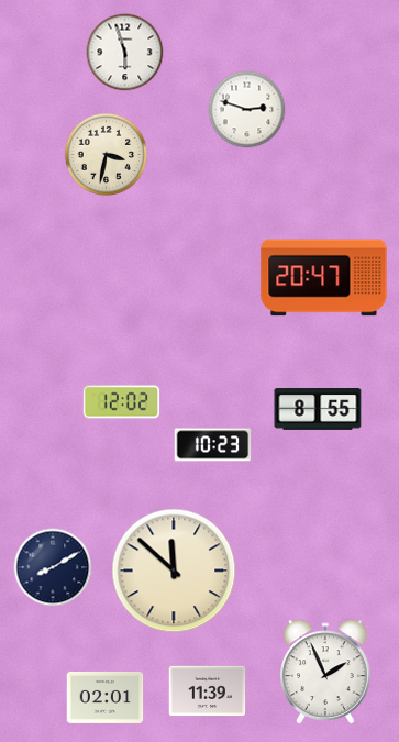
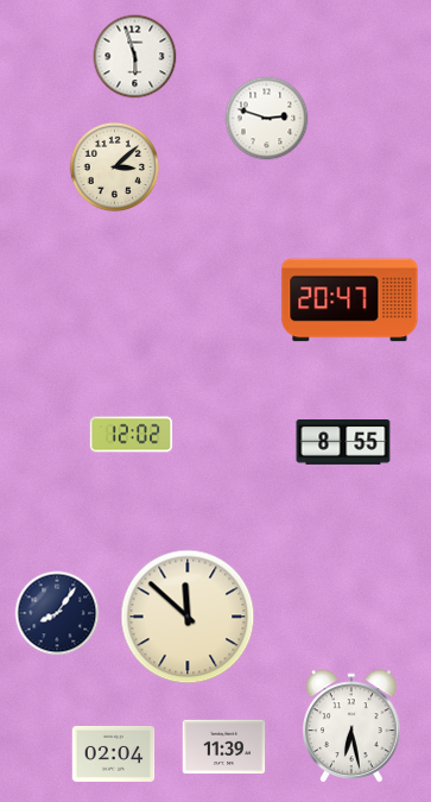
clock at (106, 154): 3:32 -> 3:08
clock at (213, 445): 10:23 -> none
clock at (53, 567): 8:10 -> 8:06
clock at (326, 672): 1:56 -> 6:28
clock at (106, 697): 02:01 -> 02:04
